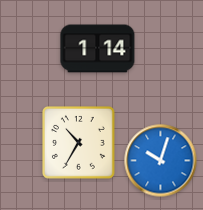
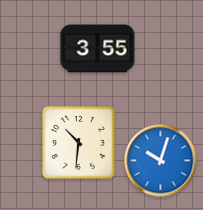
clock at (98, 49): 1:14 -> 3:55
clock at (79, 143): 10:35 -> 10:31
